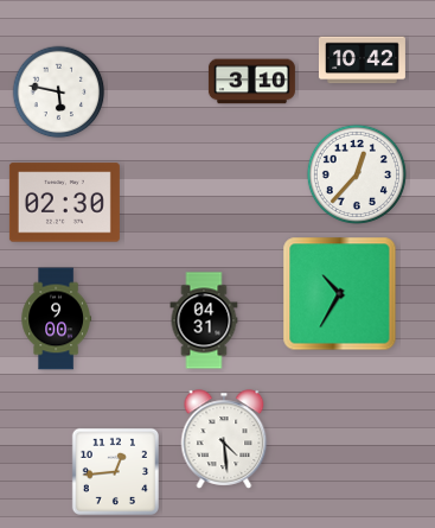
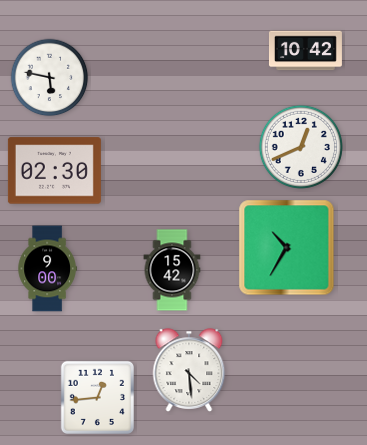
clock at (251, 82): 3:10 -> none
clock at (357, 174): 12:37 -> 12:41
clock at (204, 320): 04:31 -> 15:42
